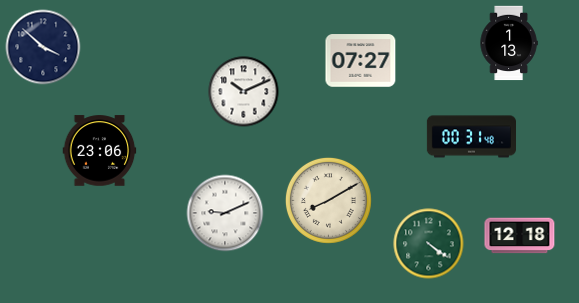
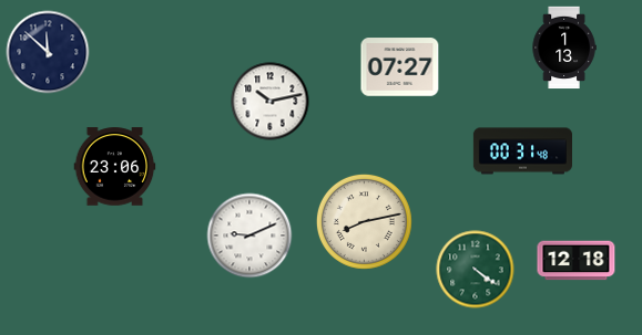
clock at (43, 47): 3:52 -> 11:52
clock at (244, 92): 10:11 -> 10:13
clock at (100, 151) position: (100, 151) -> (115, 167)
clock at (328, 200): 8:10 -> 8:13
